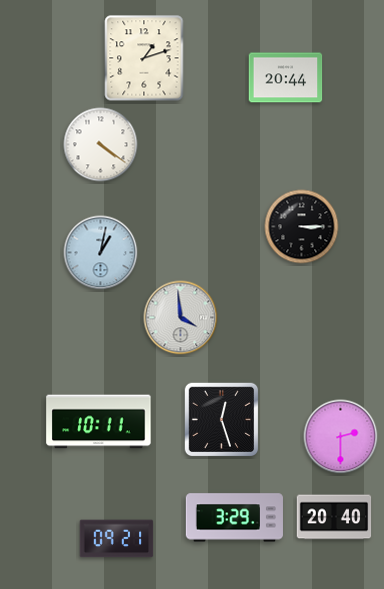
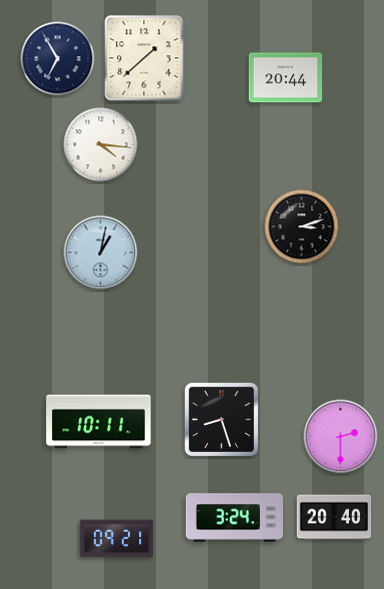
clock at (144, 58): 1:12 -> 1:38
clock at (58, 59): none -> 6:55
clock at (101, 145): 4:21 -> 4:16
clock at (302, 227): 3:15 -> 3:12
clock at (181, 318): 3:59 -> none
clock at (222, 420): 12:27 -> 8:27
clock at (234, 518): 3:29 -> 3:24
